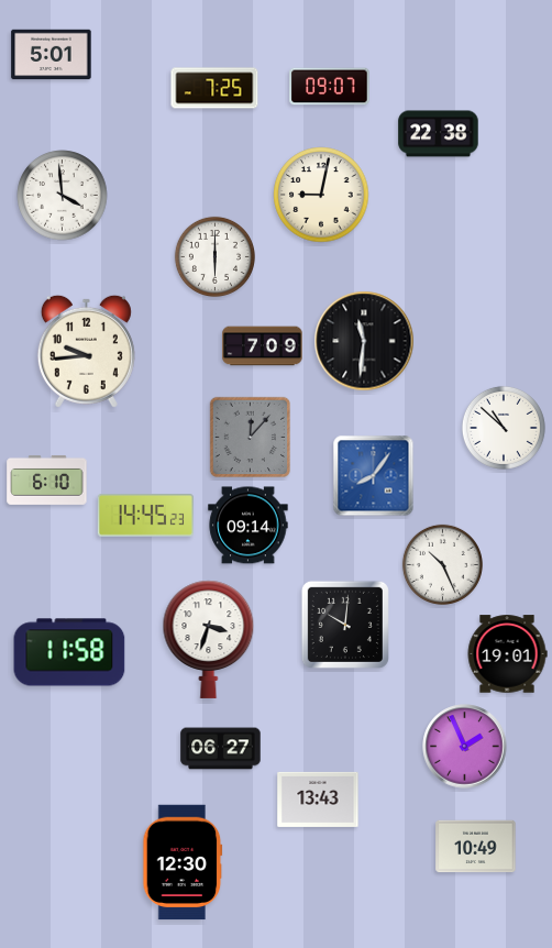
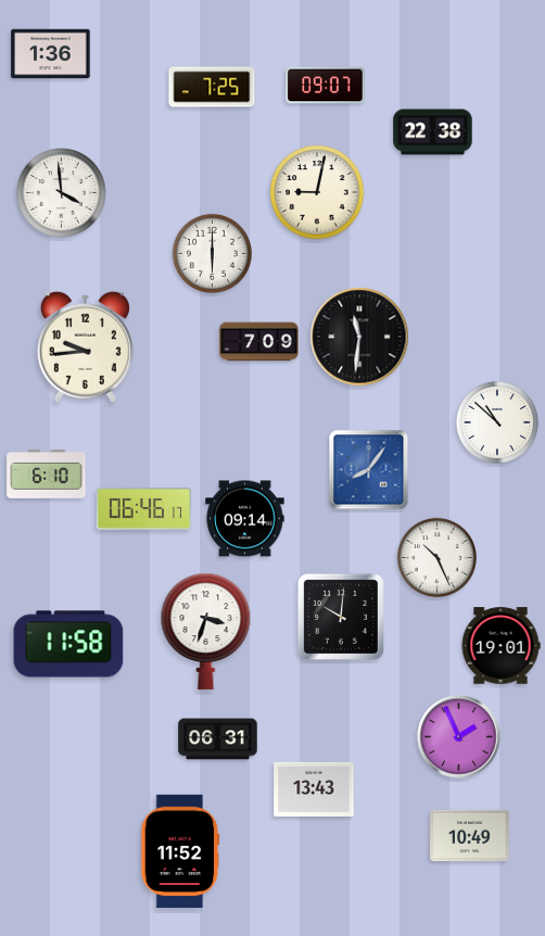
clock at (52, 55): 5:01 -> 1:36
clock at (250, 437): 12:07 -> none
clock at (145, 516): 14:45 -> 06:46
clock at (221, 749): 06:27 -> 06:31
clock at (183, 862): 12:30 -> 11:52
